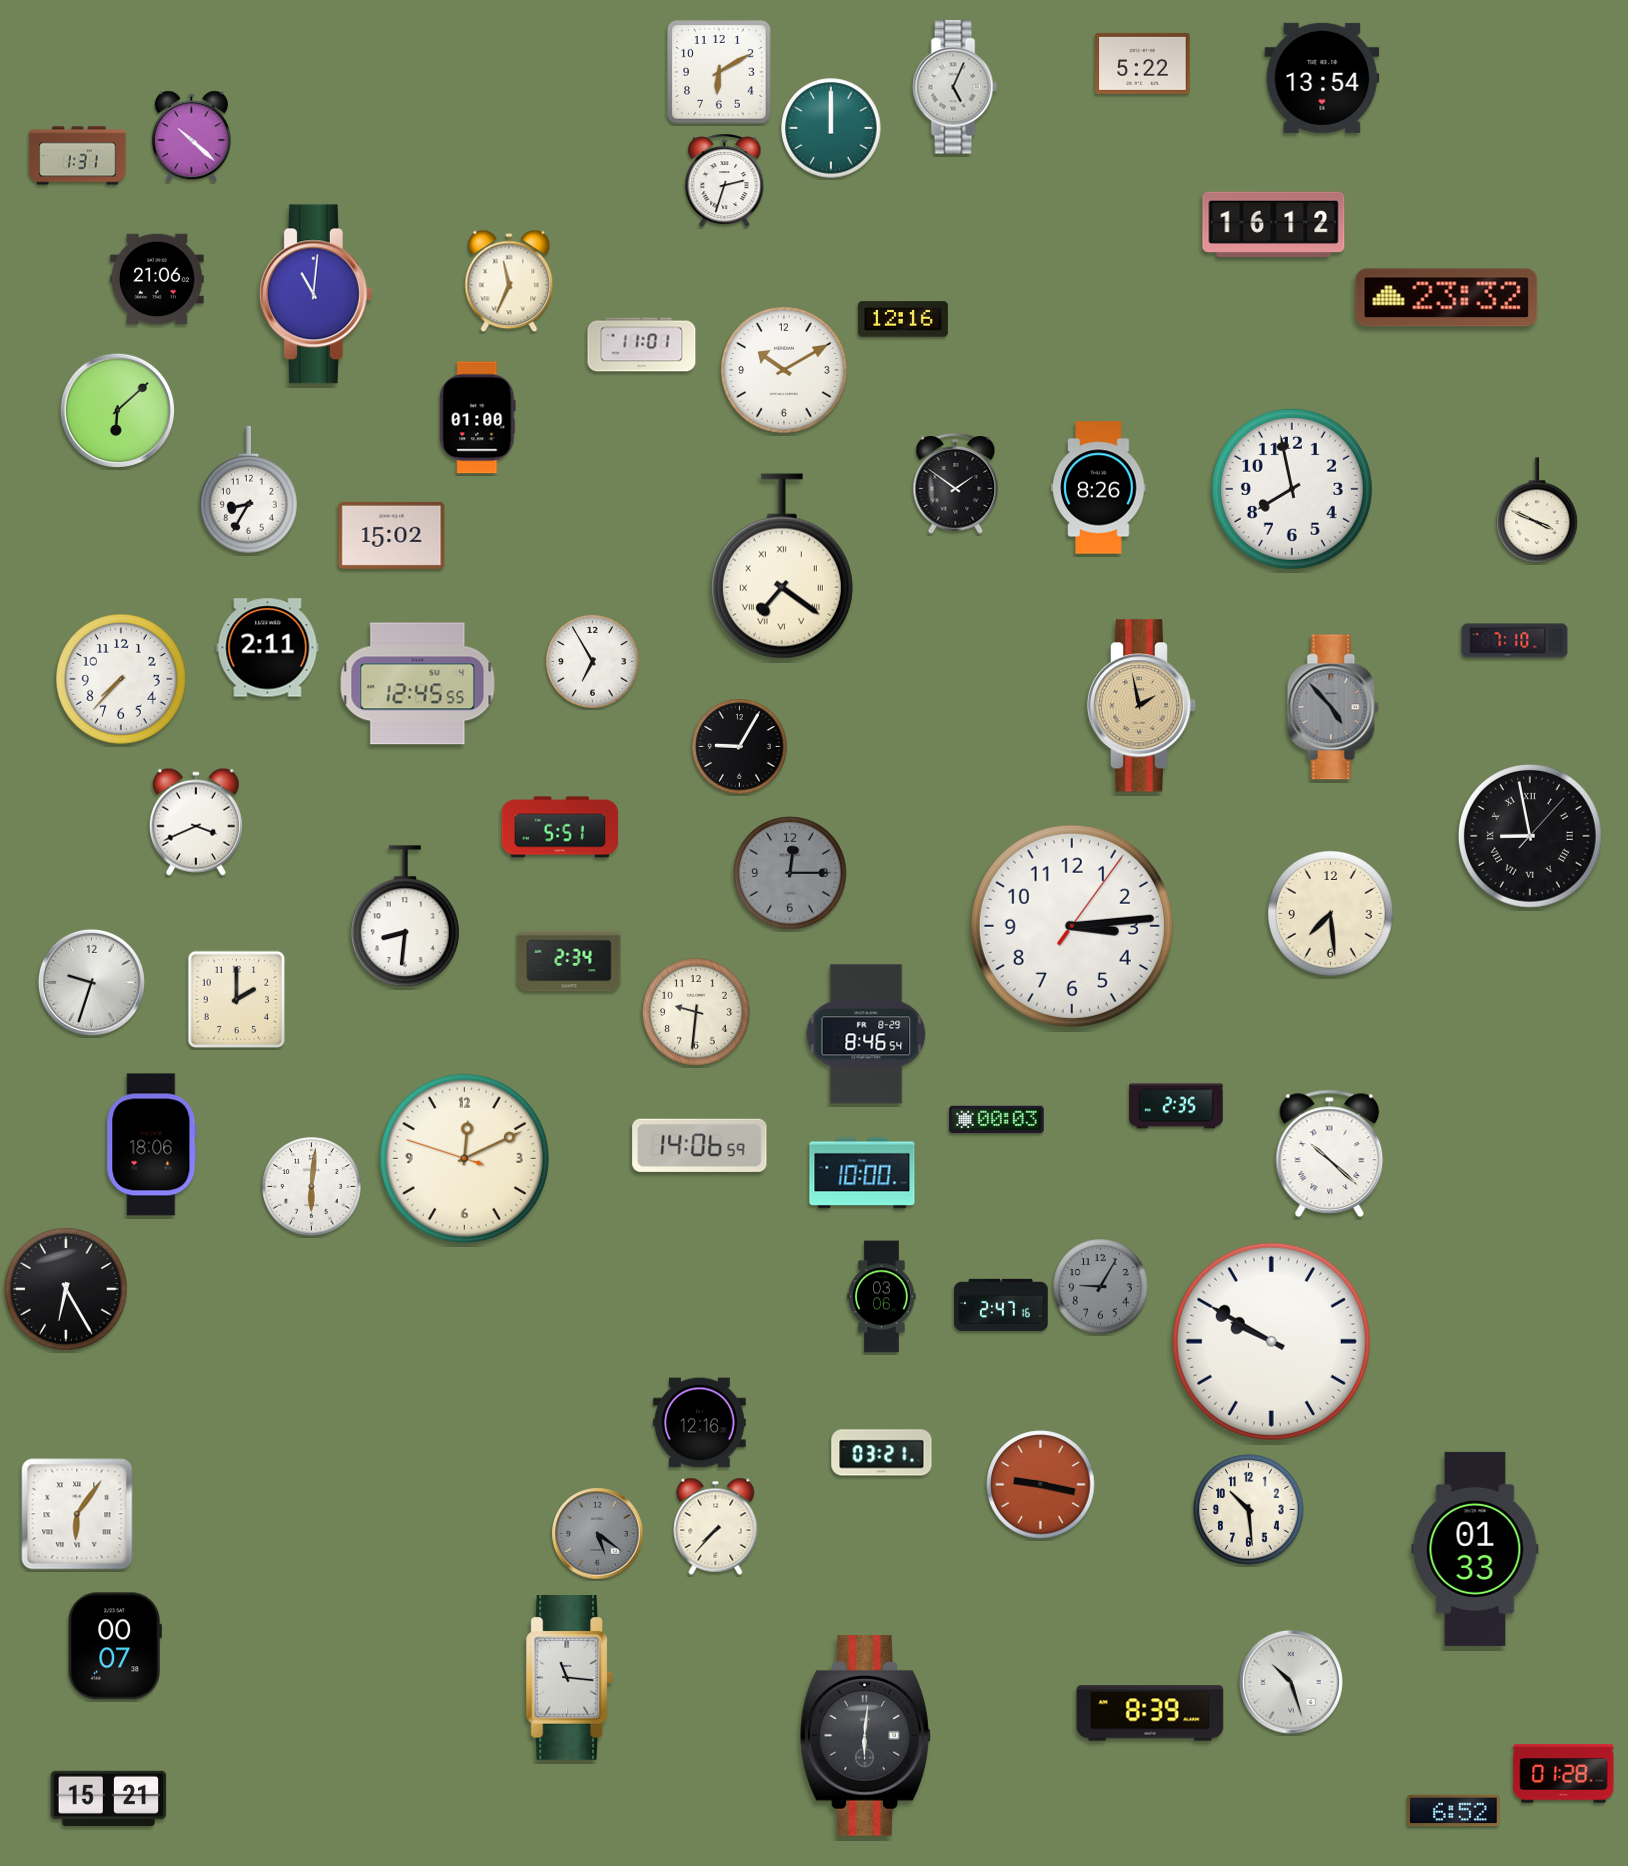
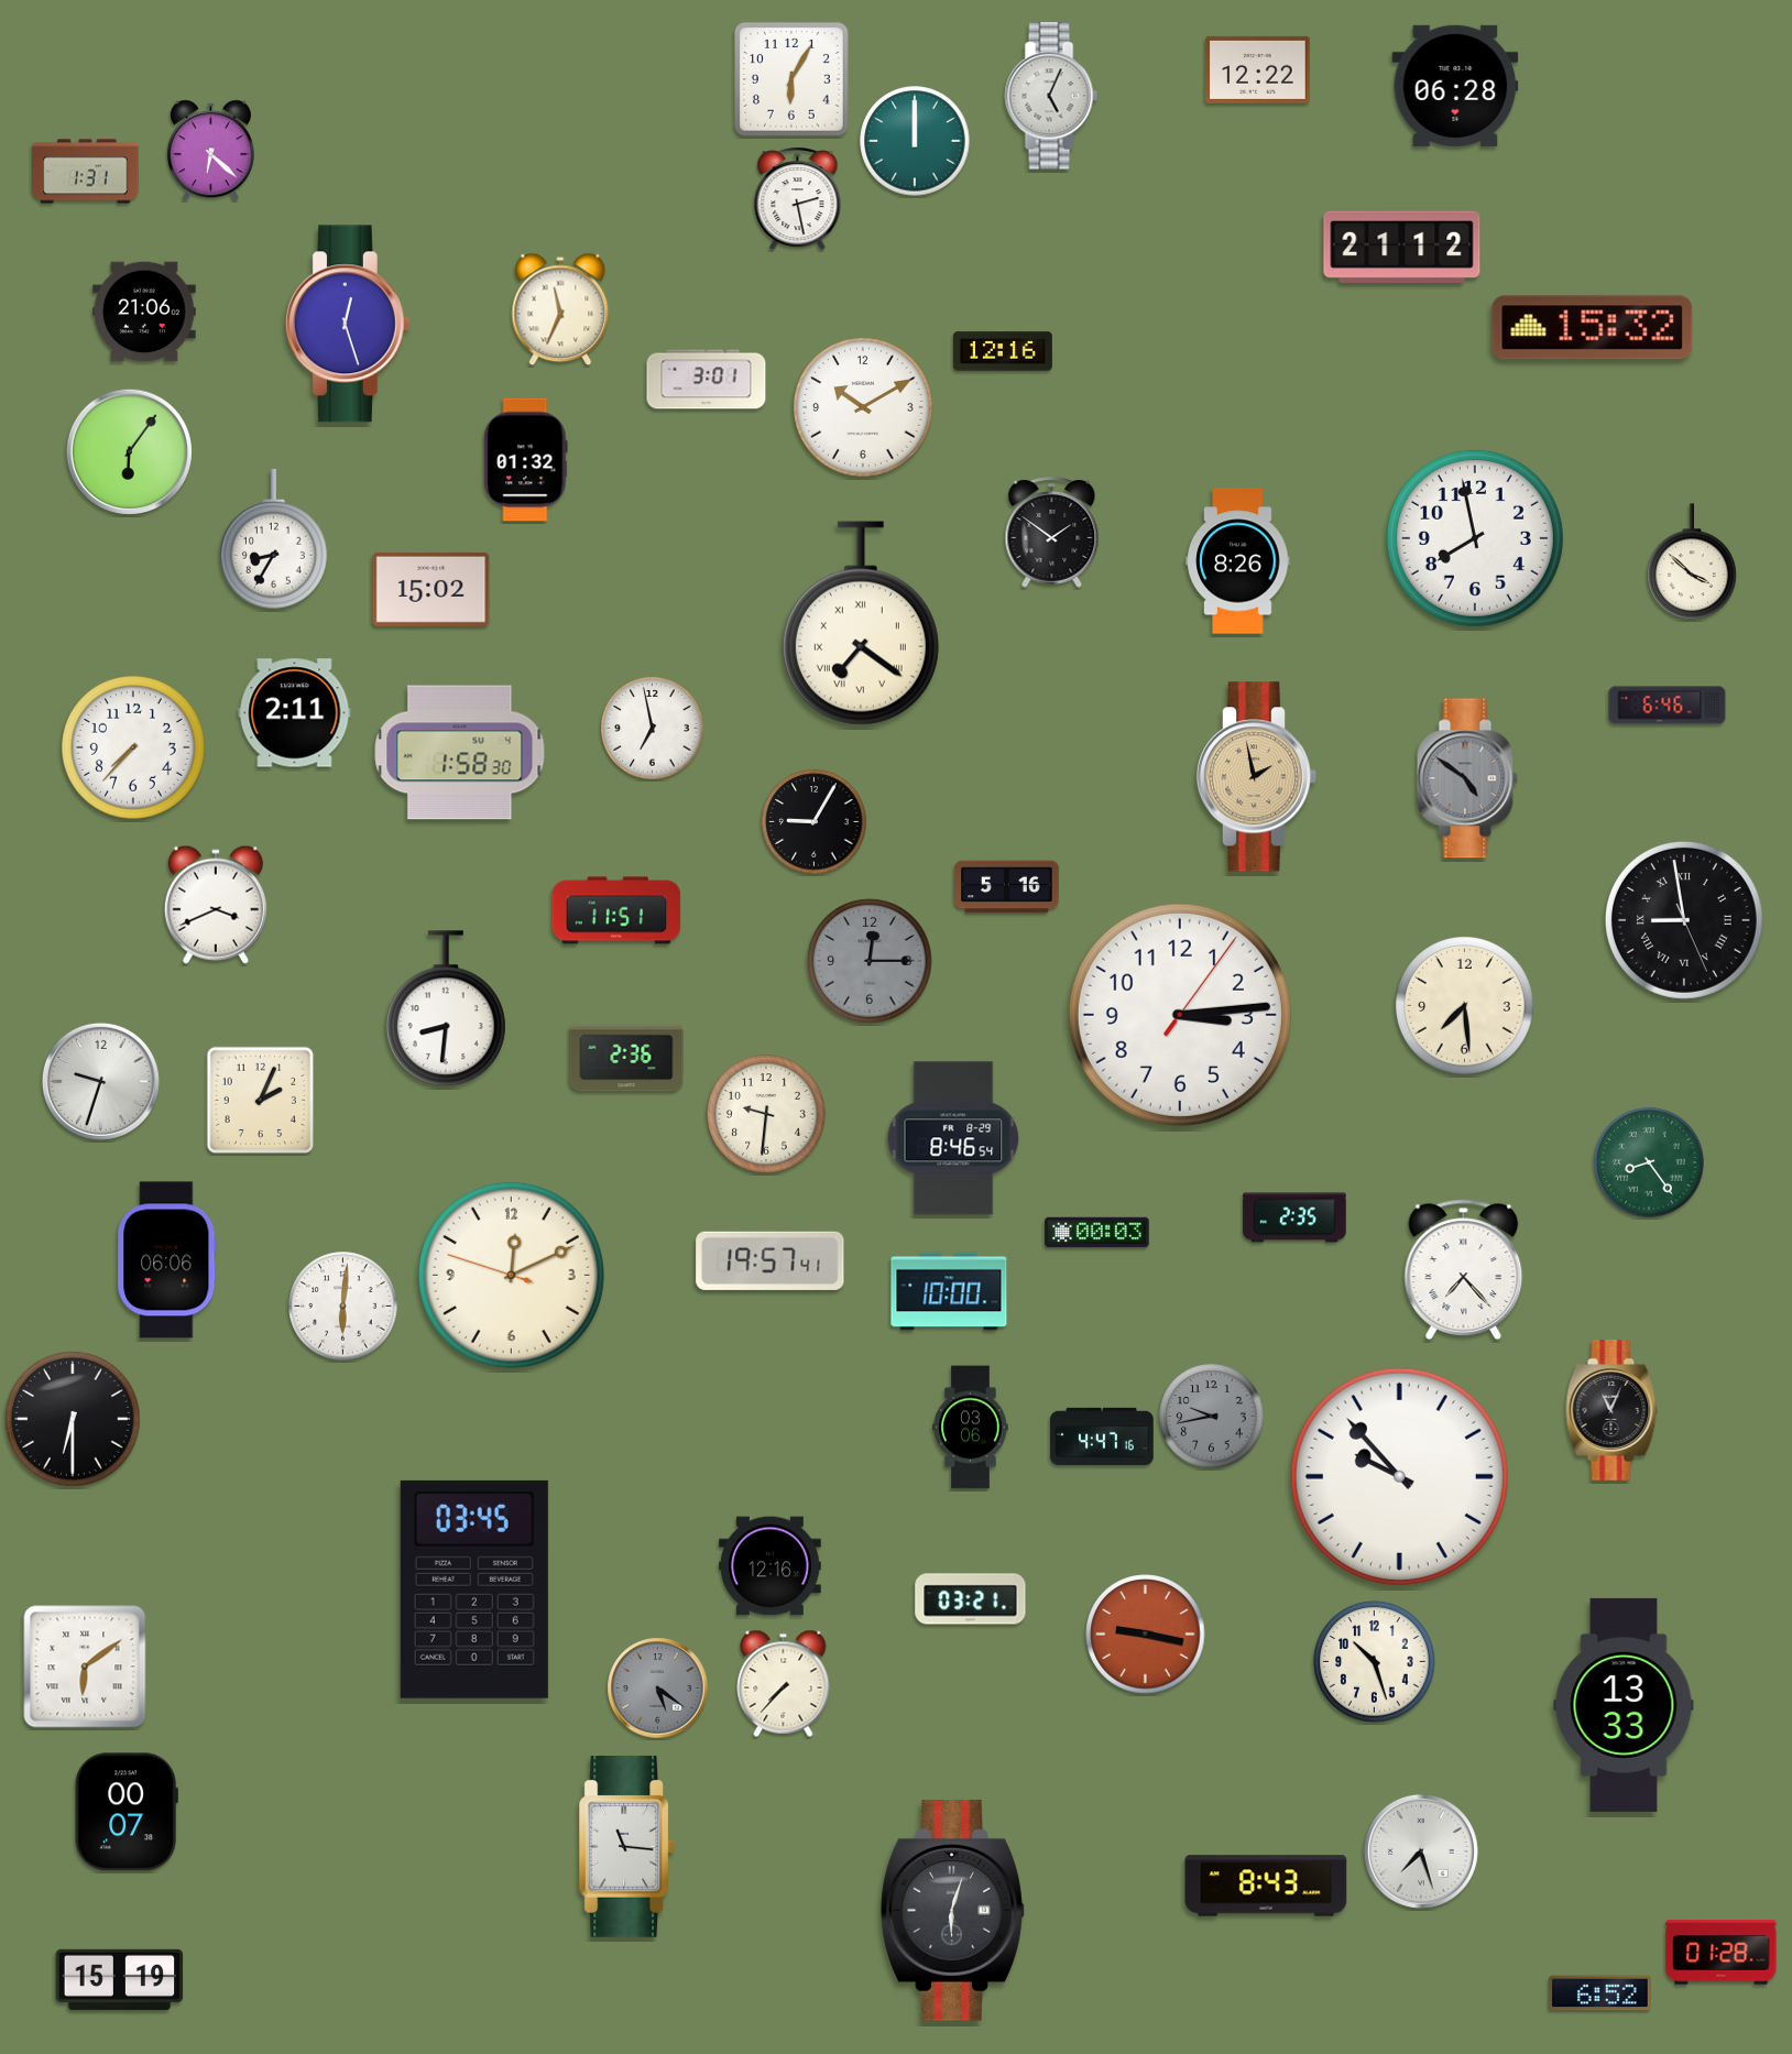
clock at (1143, 63): 5:22 -> 12:22
clock at (719, 72): 6:10 -> 6:05
clock at (1322, 78): 13:54 -> 06:28
clock at (191, 137): 10:22 -> 6:22
clock at (725, 181): 2:33 -> 2:28
clock at (1274, 224): 16:12 -> 21:12
clock at (157, 279) position: (157, 279) -> (144, 312)
clock at (316, 294): 11:01 -> 12:27
clock at (1447, 298): 23:32 -> 15:32
clock at (903, 319) position: (903, 319) -> (1003, 351)
clock at (642, 345): 11:01 -> 3:01
clock at (117, 410): 6:08 -> 6:06
clock at (478, 418): 01:00 -> 01:32
clock at (1099, 488) position: (1099, 488) -> (1238, 561)
clock at (1292, 489) position: (1292, 489) -> (1475, 538)
clock at (1537, 510): 3:49 -> 3:52
clock at (1515, 641): 7:10 -> 6:46
clock at (593, 662): 6:55 -> 6:58
clock at (418, 684): 12:45 -> 1:58
clock at (1333, 707): 4:53 -> 4:51
clock at (1007, 887): none -> 5:16
clock at (560, 827): 5:51 -> 11:51
clock at (1530, 836): 8:58:07 -> 8:58:26
clock at (1072, 926) position: (1072, 926) -> (1180, 1015)
clock at (569, 961): 2:34 -> 2:36
clock at (237, 1000): 2:00 -> 2:04
clock at (1649, 1162): none -> 8:24
clock at (152, 1145): 18:06 -> 06:06
clock at (700, 1145): 14:06 -> 19:57
clock at (1330, 1153): 10:22 -> 7:23
clock at (1611, 1411): none -> 11:04
clock at (1101, 1287): 9:05 -> 9:43
clock at (66, 1289): 6:25 -> 6:30
clock at (1001, 1305): 2:47 -> 4:47
clock at (1271, 1341): 9:50 -> 9:53
clock at (474, 1589): none -> 03:45
clock at (1249, 1510): 10:29 -> 10:27
clock at (77, 1514): 6:06 -> 6:09
clock at (716, 1526) position: (716, 1526) -> (784, 1683)
clock at (1475, 1549): 01:33 -> 13:33
clock at (1291, 1682): 10:27 -> 7:27
clock at (1150, 1713): 8:39 -> 8:43
clock at (866, 1736): 6:01 -> 6:03
clock at (109, 1798): 15:21 -> 15:19
